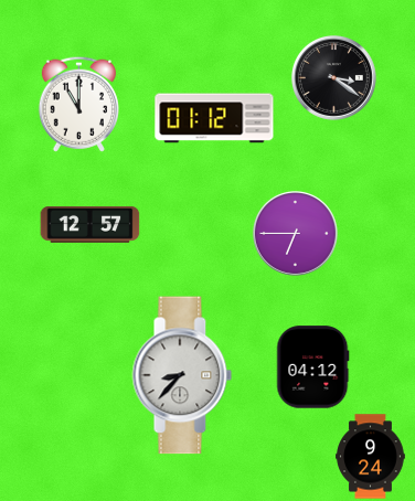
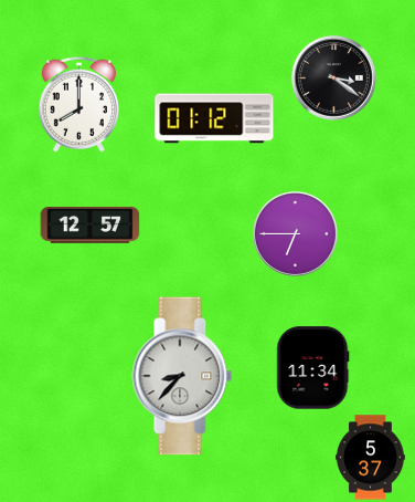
clock at (78, 104): 11:00 -> 8:00
clock at (312, 367): 04:12 -> 11:34
clock at (371, 457): 9:24 -> 5:37
